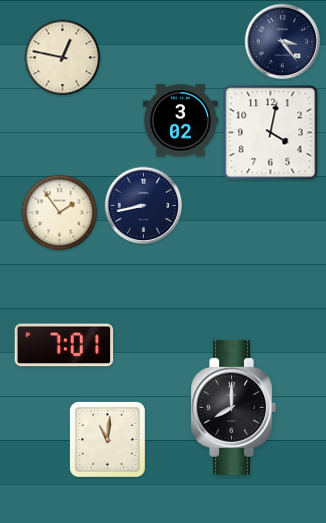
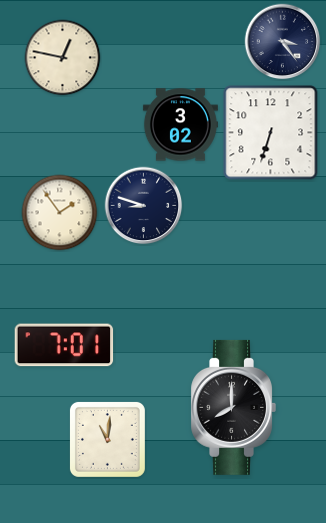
clock at (180, 121) position: (180, 121) -> (180, 125)
clock at (271, 133): 4:02 -> 6:33
clock at (144, 206): 8:43 -> 8:48
